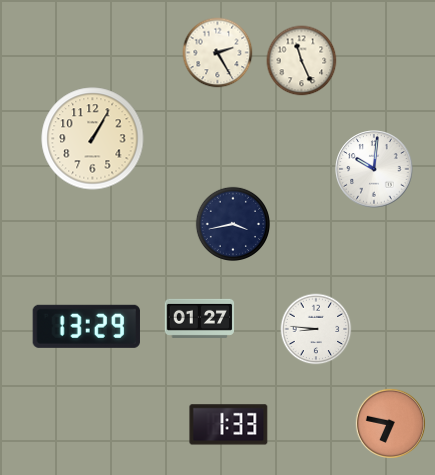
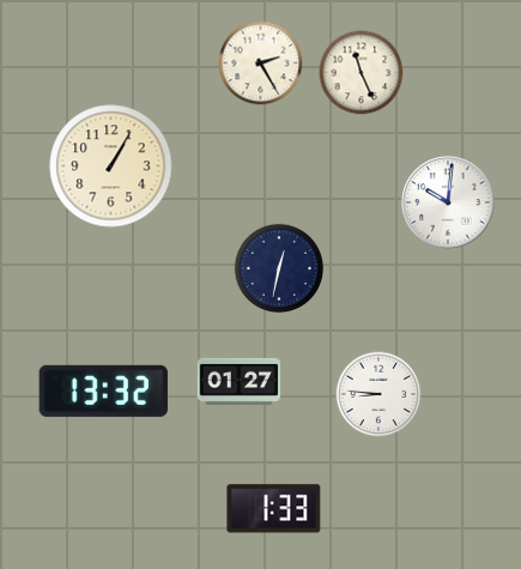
clock at (232, 223): 3:43 -> 12:32
clock at (86, 326): 13:29 -> 13:32
clock at (390, 423): 6:47 -> none
